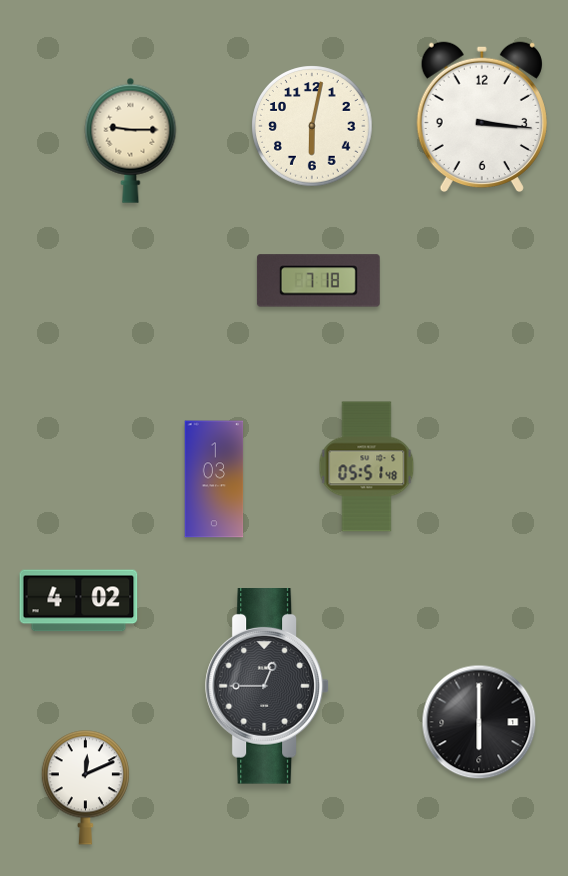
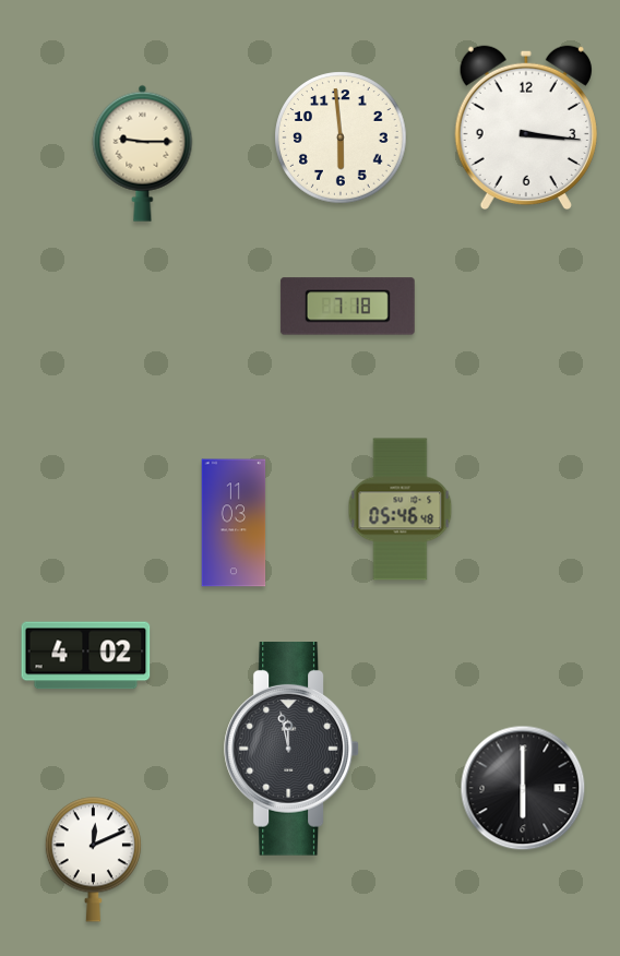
clock at (312, 126): 6:02 -> 5:59
clock at (367, 467): 05:51 -> 05:46
clock at (214, 479): 1:03 -> 11:03
clock at (267, 687): 12:45 -> 11:58
